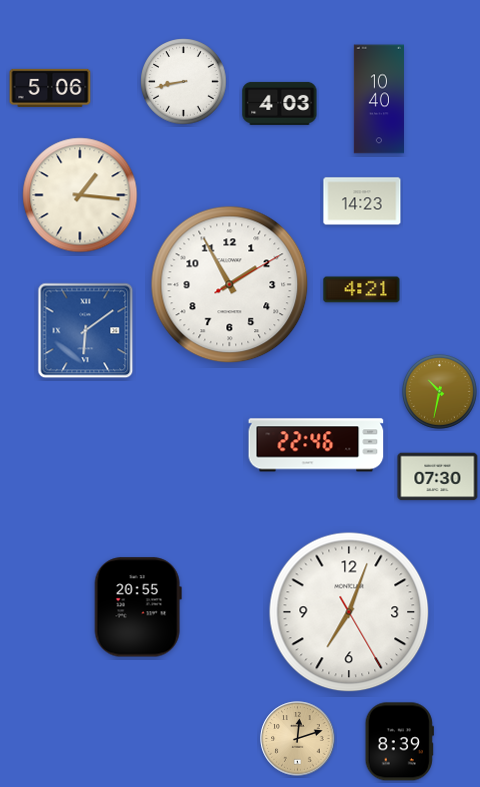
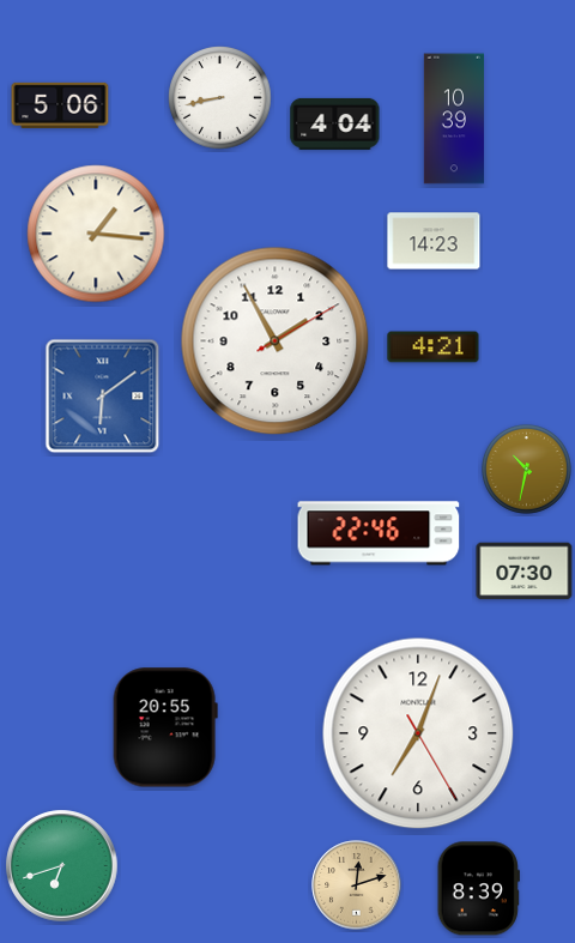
clock at (378, 99): 10:40 -> 10:39
clock at (280, 103): 4:03 -> 4:04
clock at (62, 866): none -> 6:42
